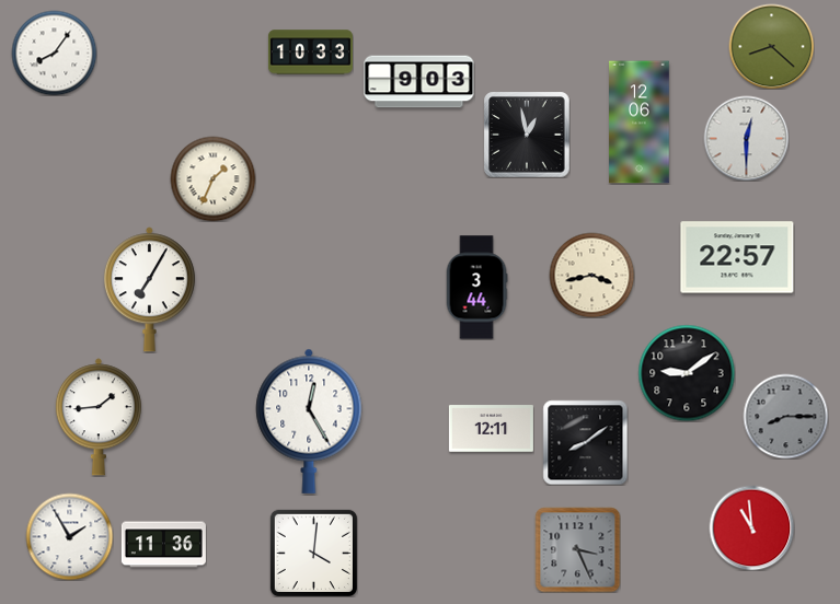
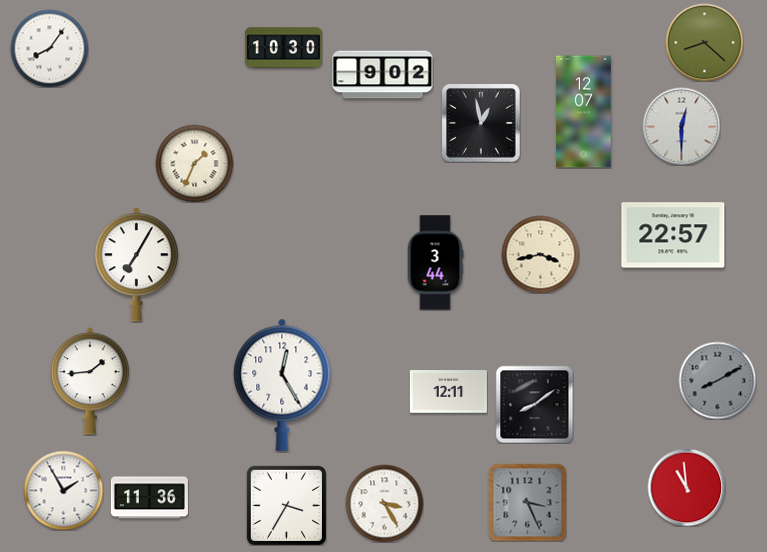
clock at (310, 53): 10:33 -> 10:30
clock at (419, 82): 9:03 -> 9:02
clock at (640, 123): 12:06 -> 12:07
clock at (591, 275) position: (591, 275) -> (540, 254)
clock at (687, 373): 9:09 -> none
clock at (785, 416): 8:15 -> 8:10
clock at (751, 527) position: (751, 527) -> (686, 487)
clock at (384, 503): none -> 3:25
clock at (313, 553): 4:01 -> 3:35
